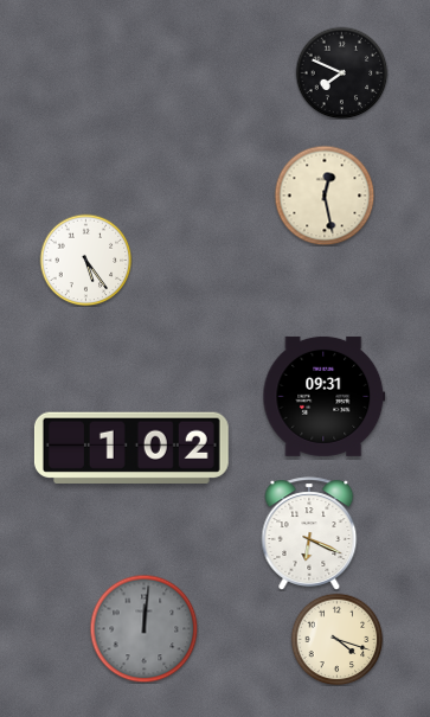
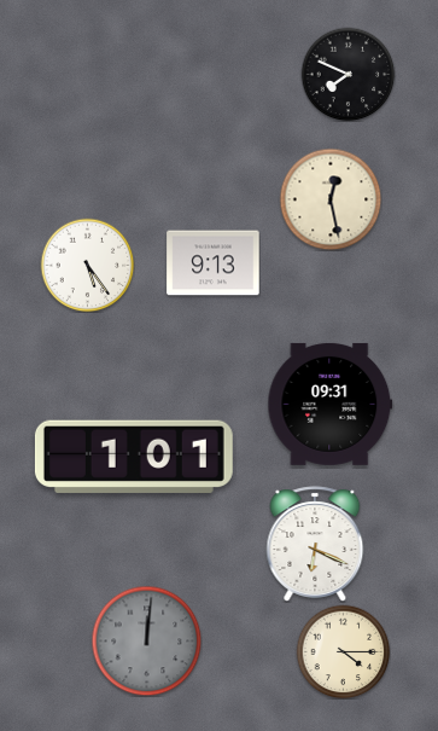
clock at (214, 263): none -> 9:13
clock at (131, 448): 1:02 -> 1:01
clock at (336, 639): 4:18 -> 4:15
